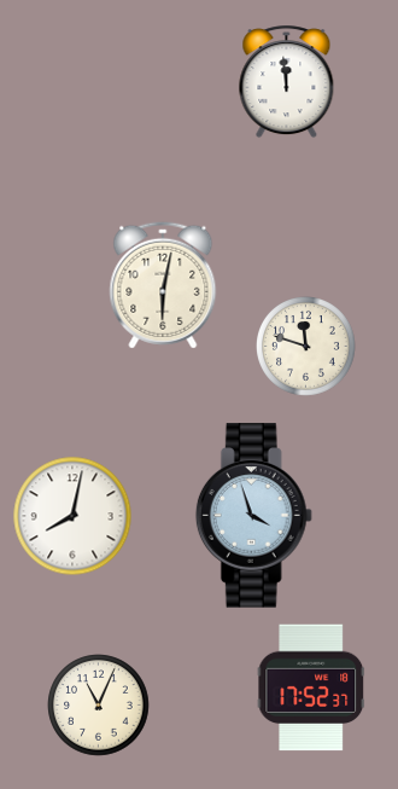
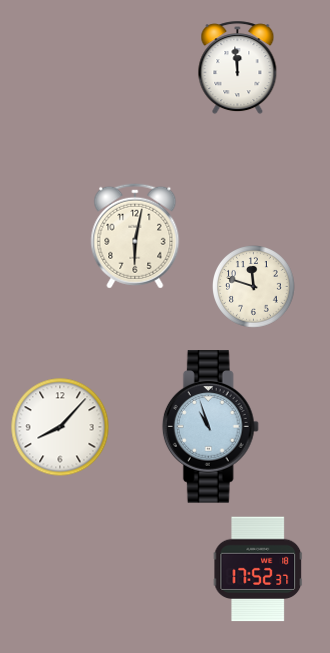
clock at (72, 516): 8:02 -> 8:07
clock at (253, 516): 3:57 -> 10:57
clock at (99, 706): 11:04 -> none
